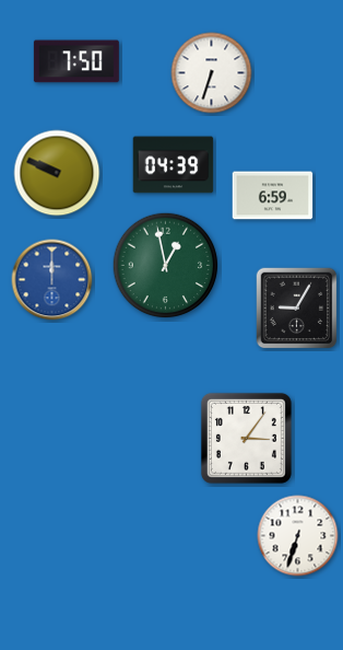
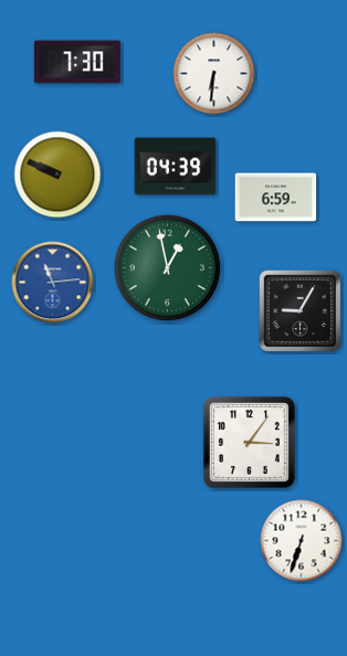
clock at (76, 61): 7:50 -> 7:30
clock at (212, 73): 6:33 -> 6:31
clock at (52, 280): 12:00 -> 11:14
